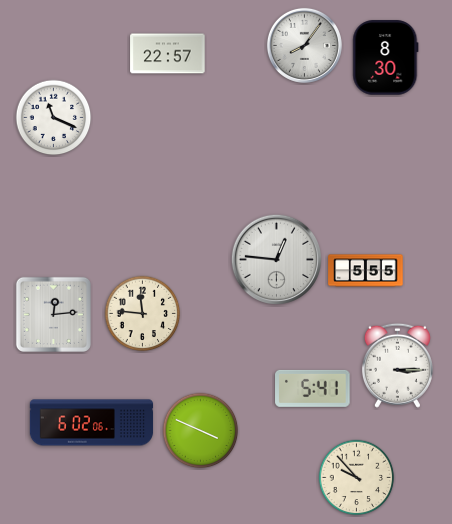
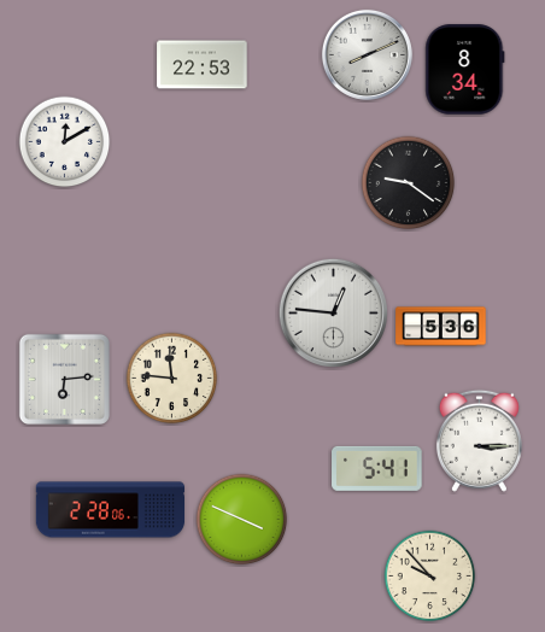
clock at (304, 45): 8:06 -> 8:11
clock at (168, 54): 22:57 -> 22:53
clock at (386, 58): 8:30 -> 8:34
clock at (54, 118): 11:19 -> 12:10
clock at (409, 183): none -> 9:21
clock at (366, 271): 5:55 -> 5:36
clock at (53, 314): 12:14 -> 6:14
clock at (92, 423): 6:02 -> 2:28
